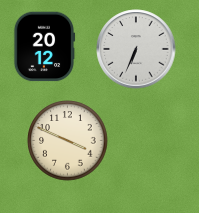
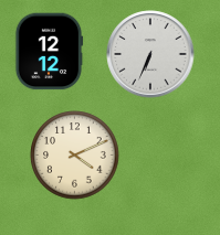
clock at (44, 47): 20:12 -> 12:12
clock at (68, 141): 3:49 -> 4:11
